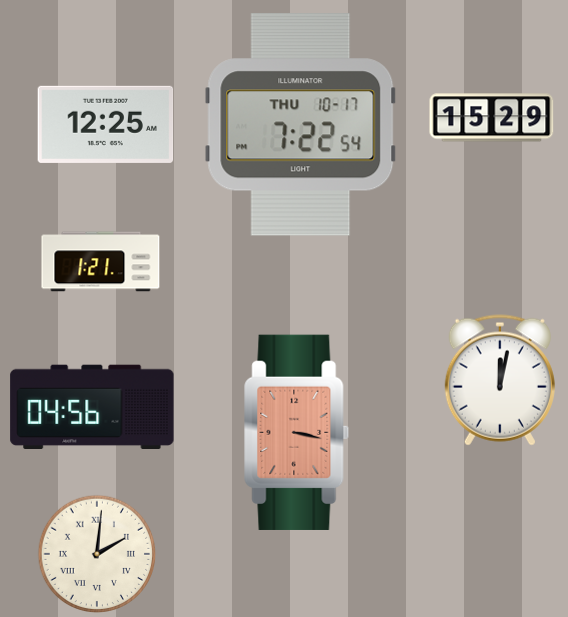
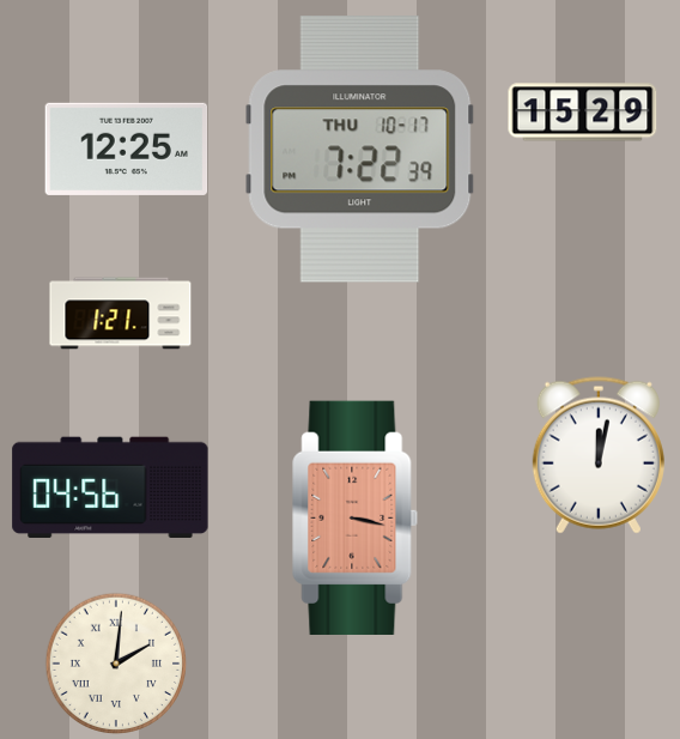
clock at (492, 118) position: (492, 118) -> (583, 113)
clock at (301, 125): 7:22:54 -> 7:22:39
